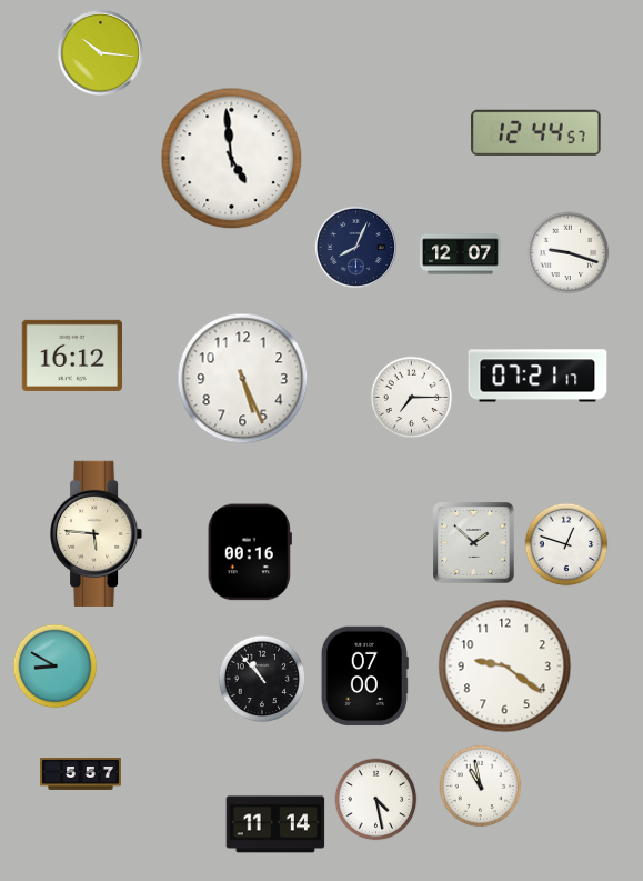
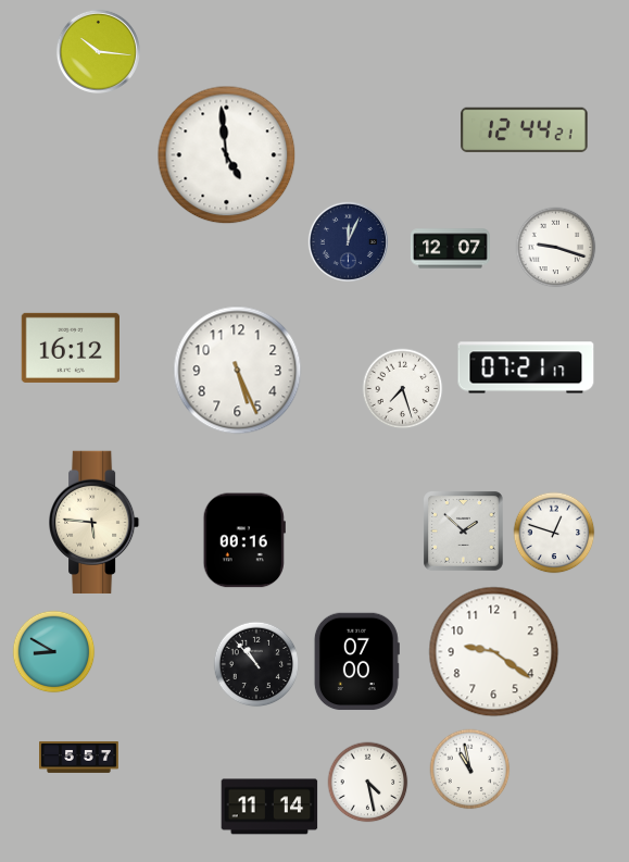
clock at (536, 132): 12:44:57 -> 12:44:21
clock at (355, 247): 8:04 -> 12:04
clock at (412, 398): 7:15 -> 7:27
